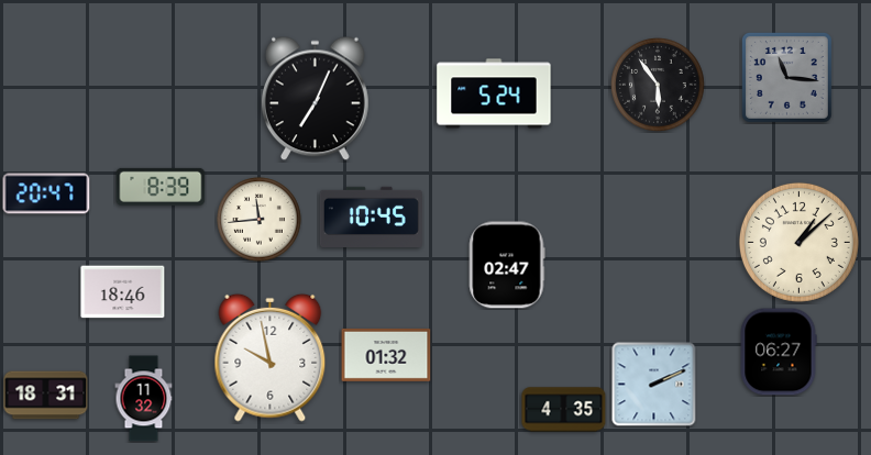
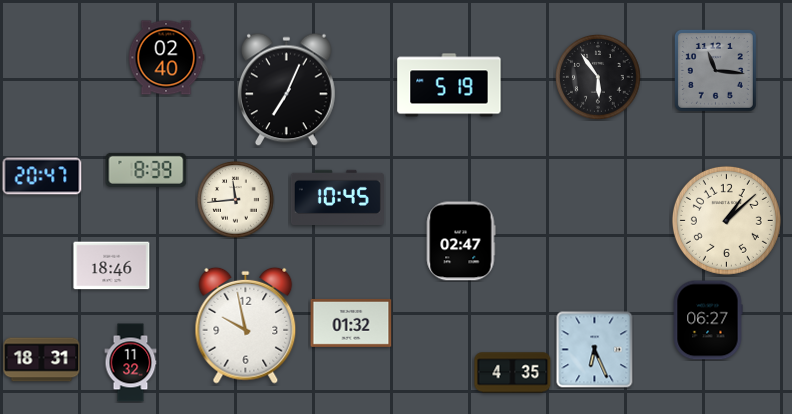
clock at (166, 58): none -> 02:40
clock at (494, 93): 5:24 -> 5:19
clock at (654, 385): 2:11 -> 6:26
